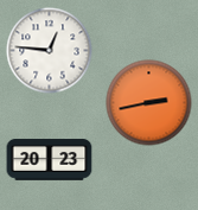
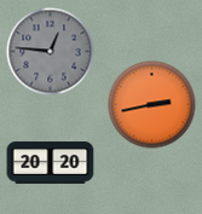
clock at (50, 51) dial: white -> grey
clock at (50, 160): 20:23 -> 20:20
